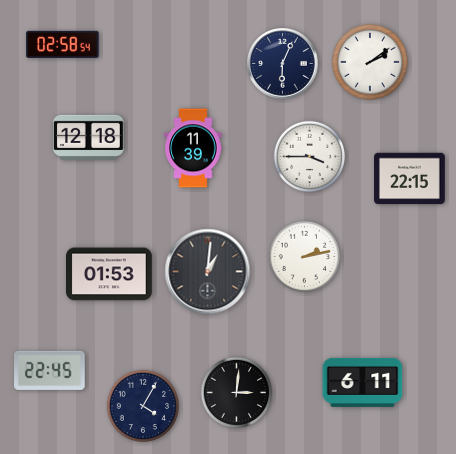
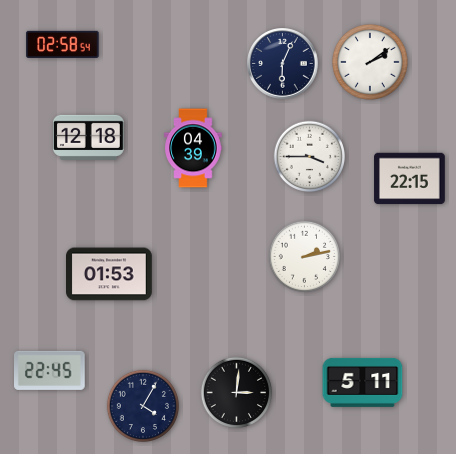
clock at (193, 148): 11:39 -> 04:39
clock at (208, 272): 1:01 -> none
clock at (363, 382): 6:11 -> 5:11
